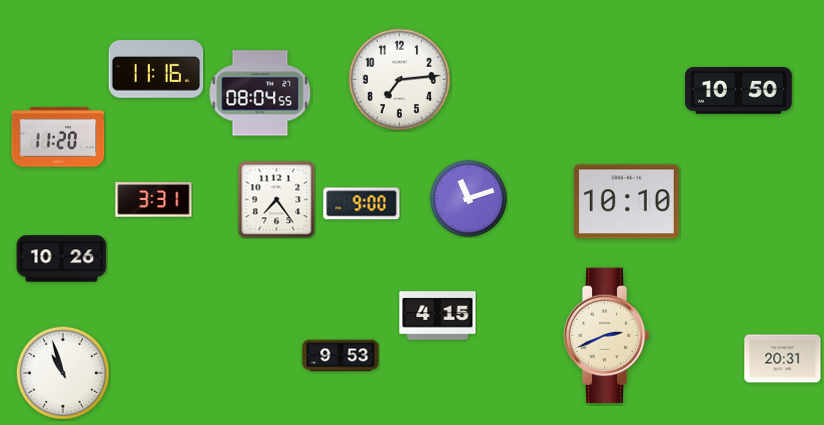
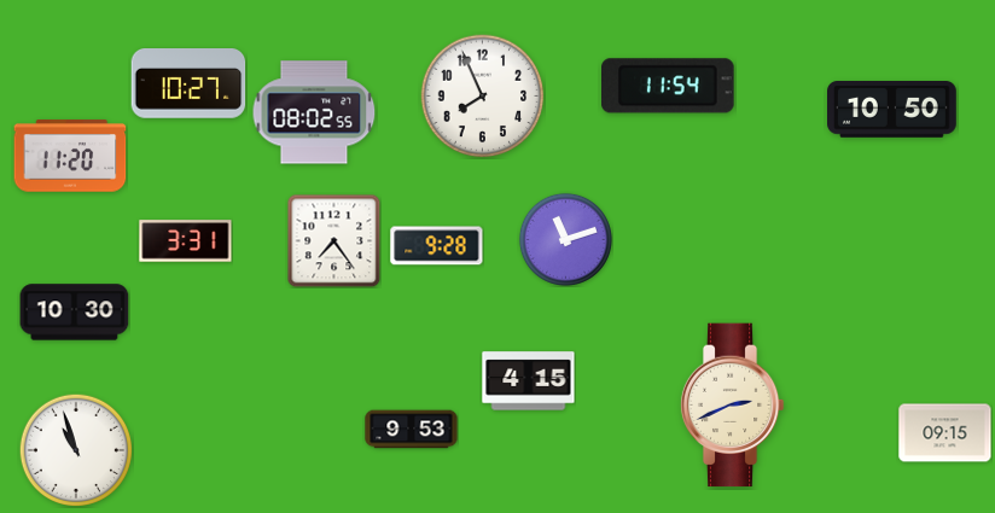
clock at (156, 70): 11:16 -> 10:27
clock at (669, 86): none -> 11:54
clock at (400, 80): 7:14 -> 7:56
clock at (260, 93): 08:04 -> 08:02
clock at (58, 137) position: (58, 137) -> (70, 156)
clock at (626, 202): 10:10 -> none
clock at (362, 204): 9:00 -> 9:28
clock at (62, 259): 10:26 -> 10:30
clock at (783, 359): 20:31 -> 09:15
